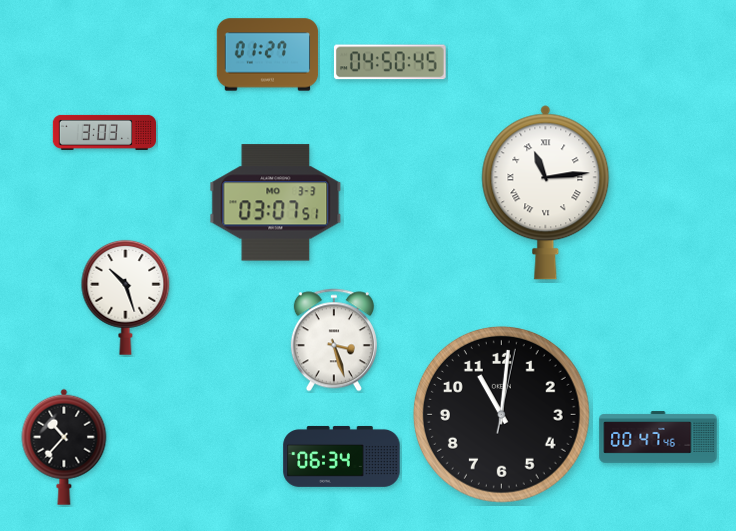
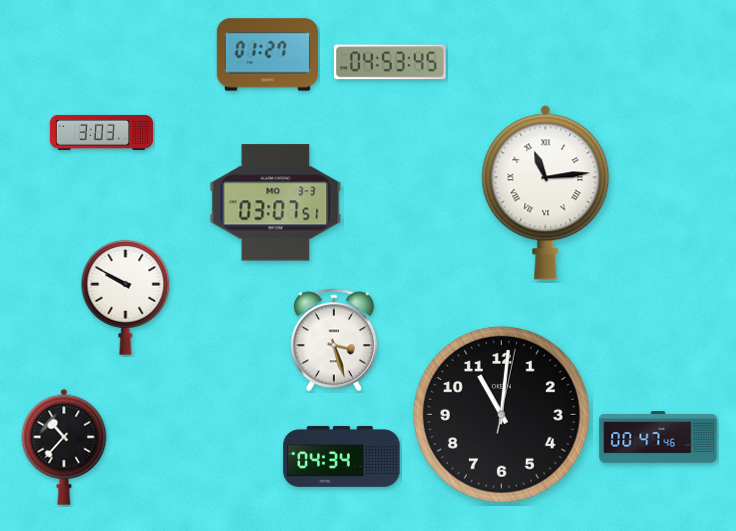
clock at (390, 62): 04:50 -> 04:53
clock at (104, 132) position: (104, 132) -> (101, 132)
clock at (126, 297): 10:27 -> 9:50
clock at (342, 456): 06:34 -> 04:34
